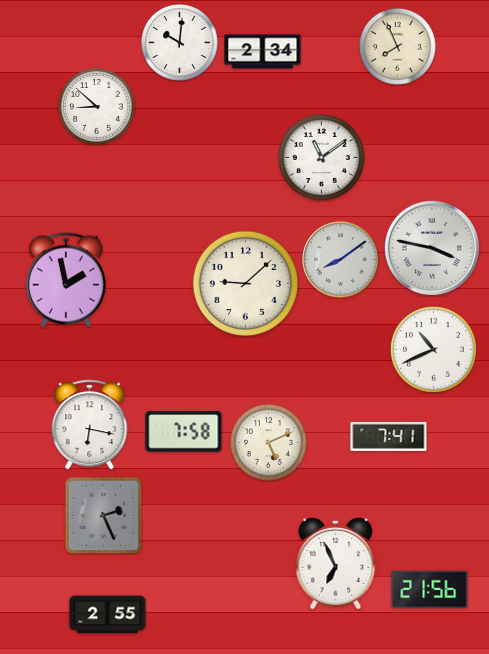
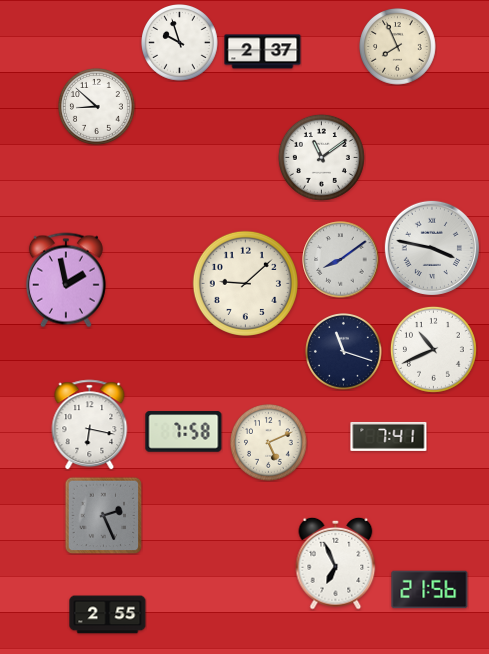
clock at (180, 43): 10:01 -> 9:57
clock at (263, 52): 2:34 -> 2:37
clock at (344, 352): none -> 11:18
